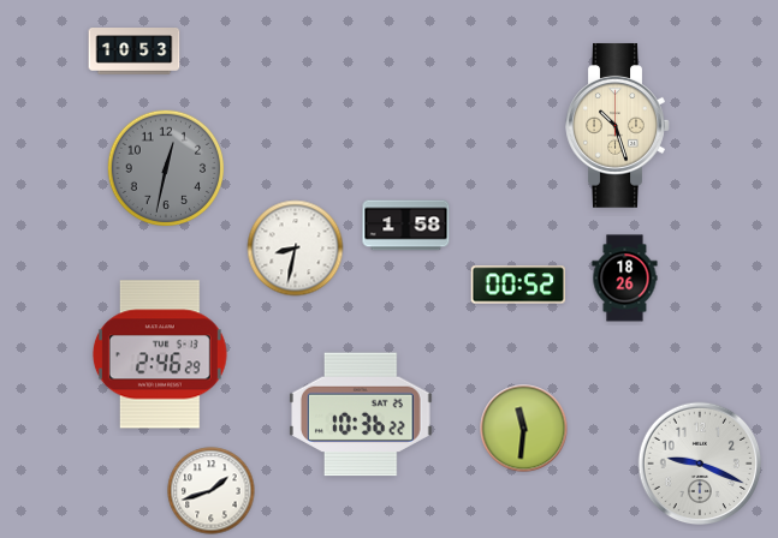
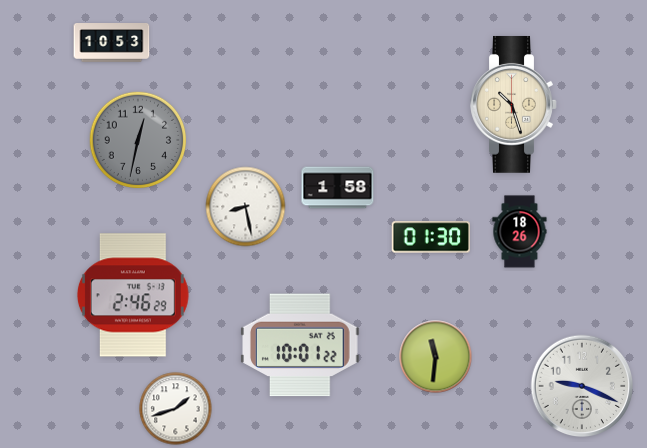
clock at (296, 249): 8:32 -> 8:28
clock at (518, 285): 00:52 -> 01:30
clock at (362, 414): 10:36 -> 10:01
